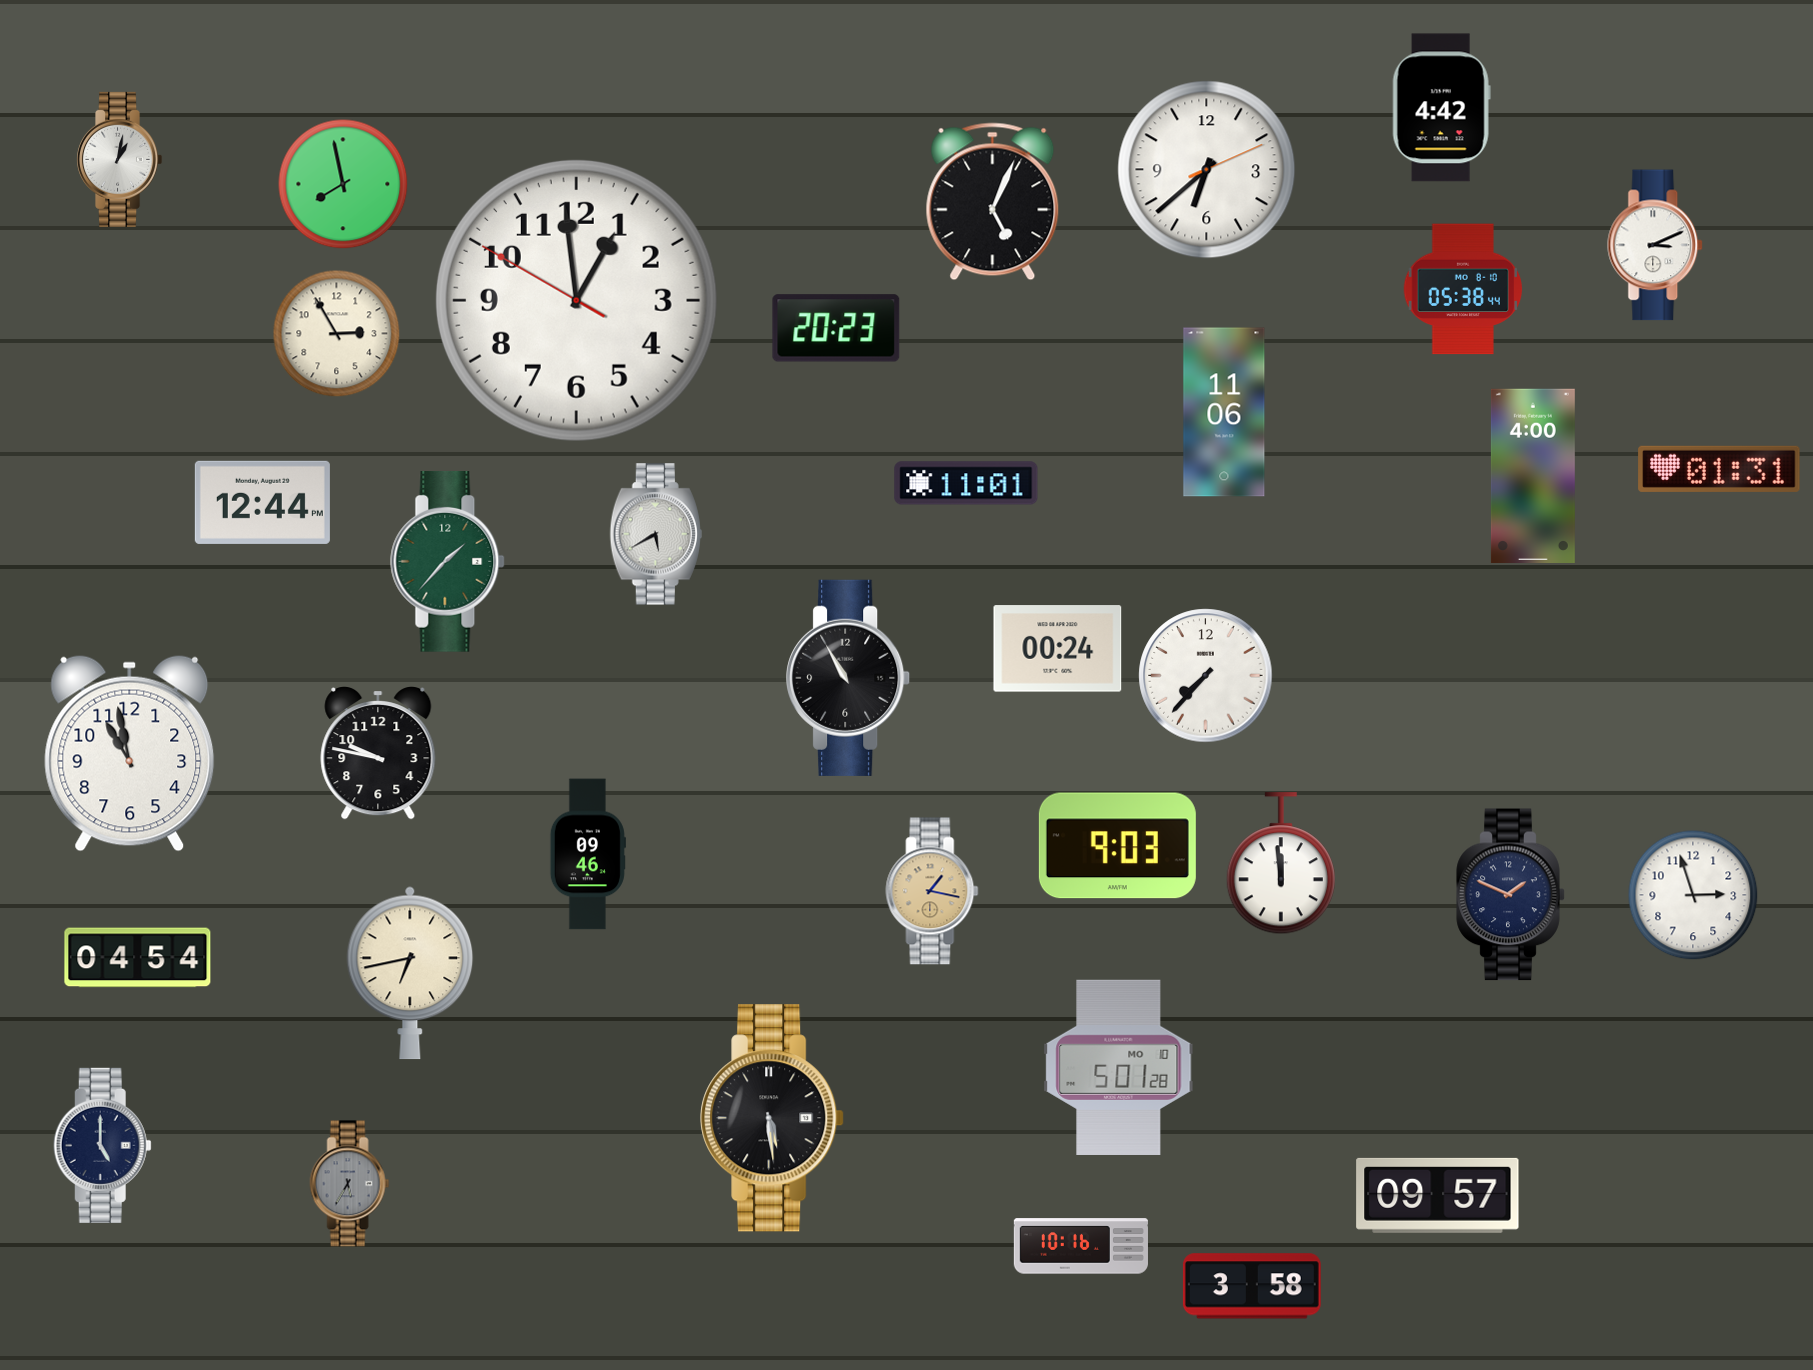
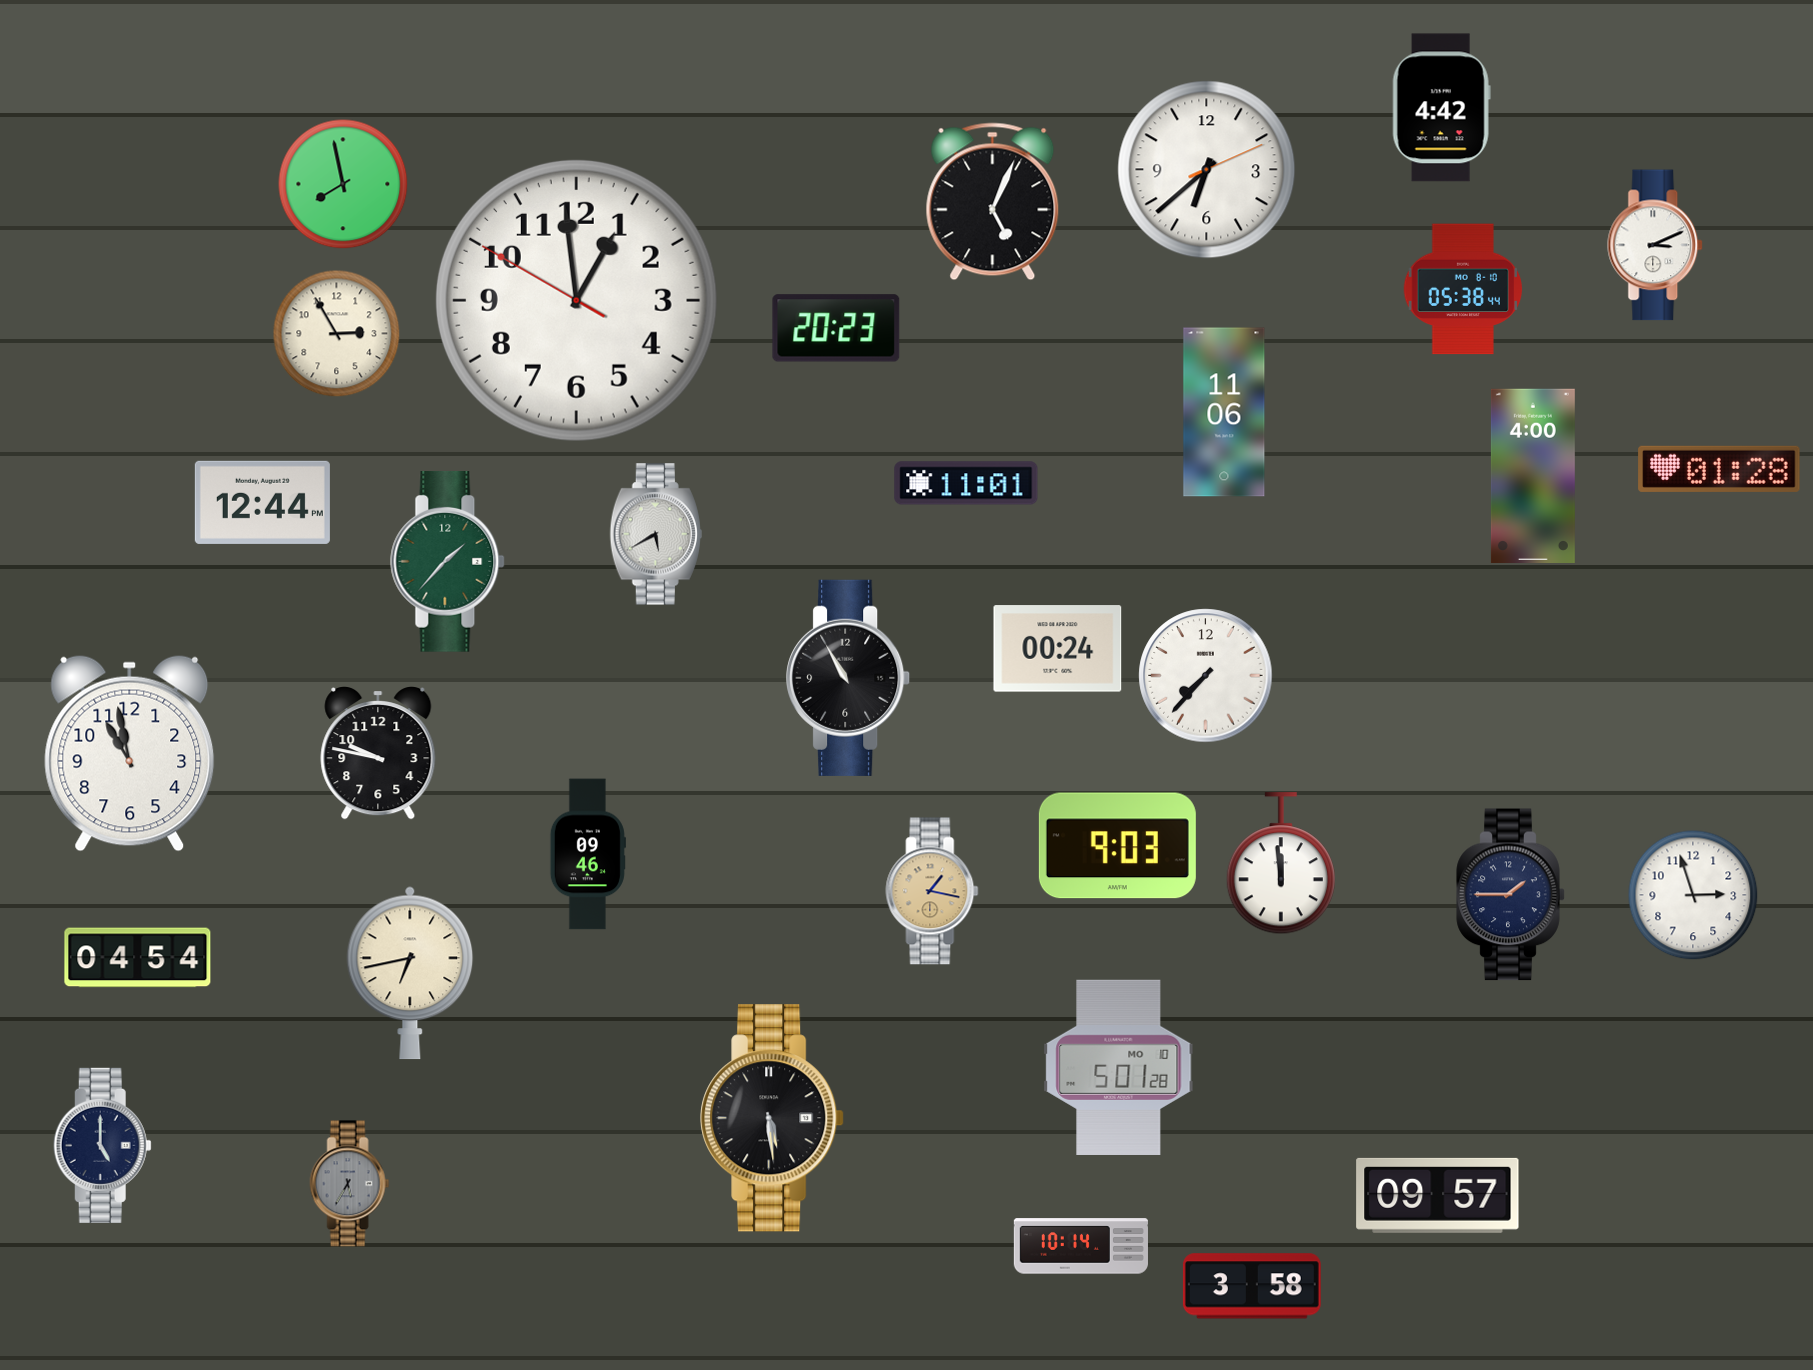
clock at (120, 159): 1:02 -> none
clock at (1719, 469): 01:31 -> 01:28
clock at (1511, 895): 1:49 -> 1:45
clock at (1081, 1246): 10:16 -> 10:14
